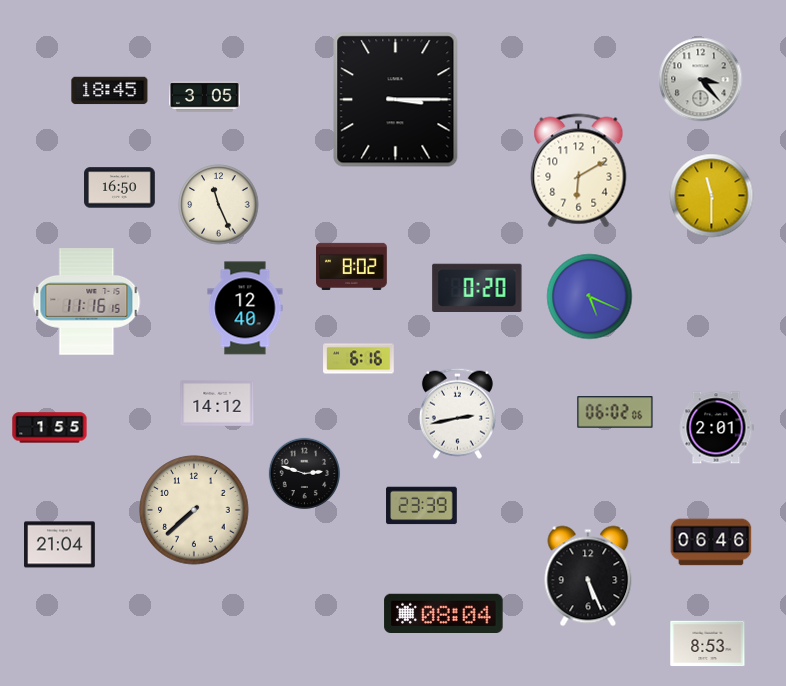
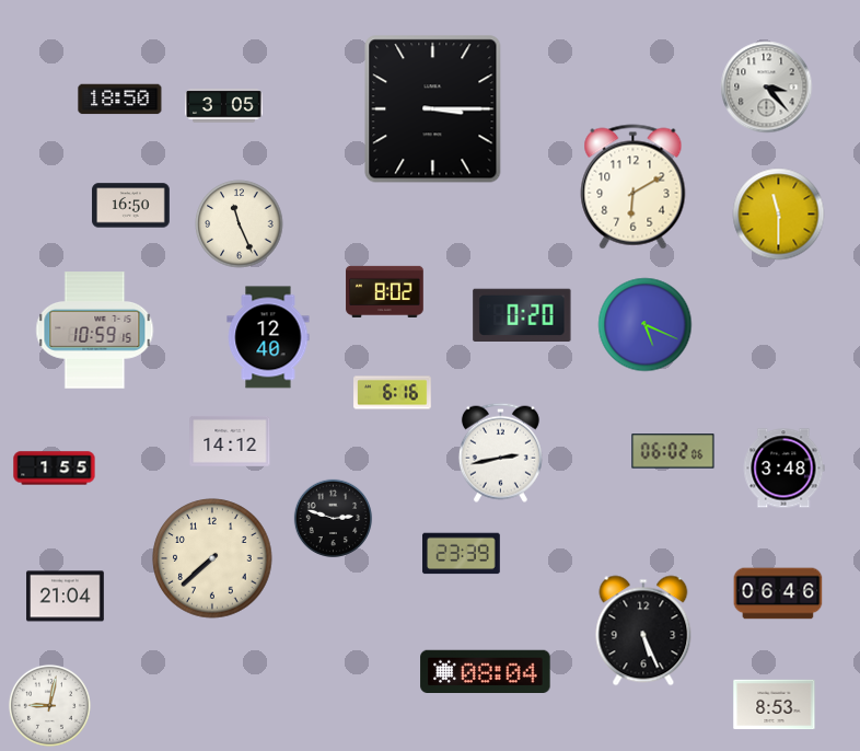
clock at (110, 91): 18:45 -> 18:50
clock at (87, 302): 11:16 -> 10:59
clock at (217, 403) position: (217, 403) -> (230, 441)
clock at (716, 428): 2:01 -> 3:48
clock at (49, 705): none -> 9:02
